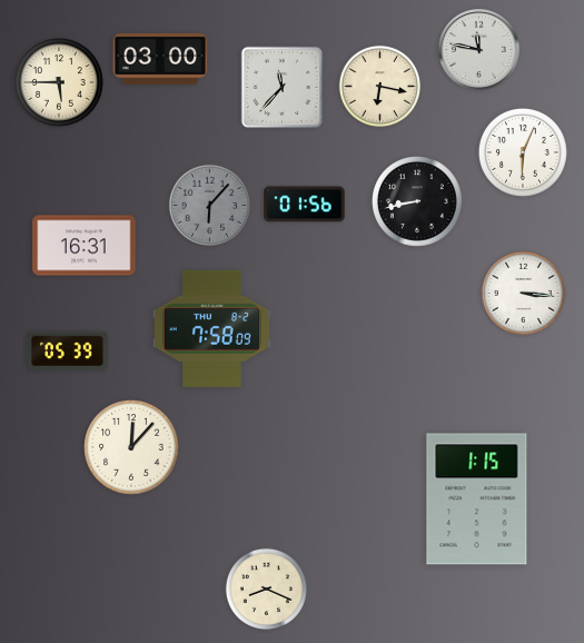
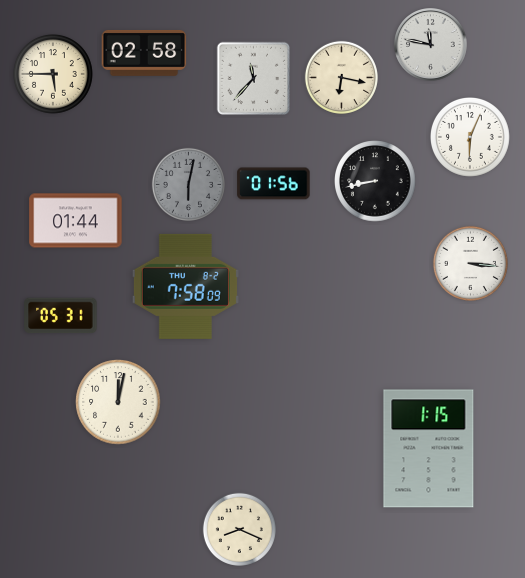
clock at (160, 59): 03:00 -> 02:58
clock at (209, 205): 6:07 -> 6:02
clock at (85, 246): 16:31 -> 01:44
clock at (211, 328) position: (211, 328) -> (185, 286)
clock at (68, 352): 05:39 -> 05:31
clock at (131, 447): 12:07 -> 12:02
